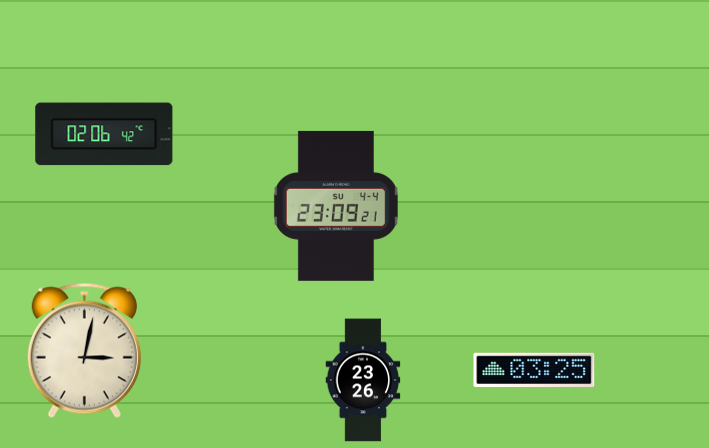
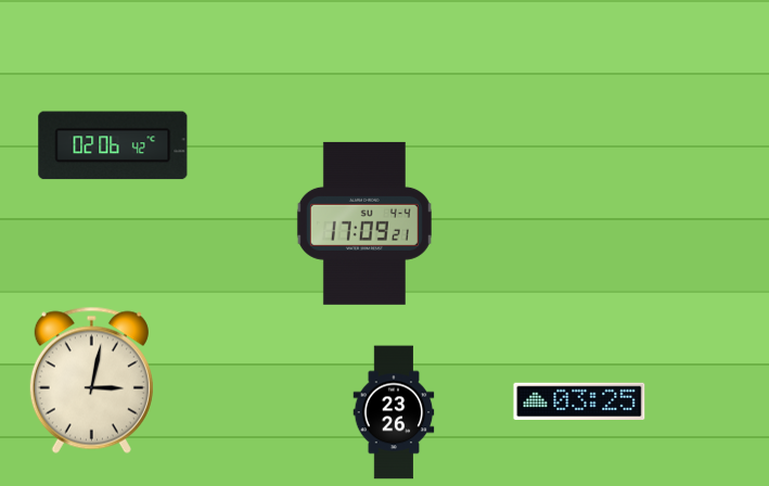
clock at (336, 206): 23:09 -> 17:09
